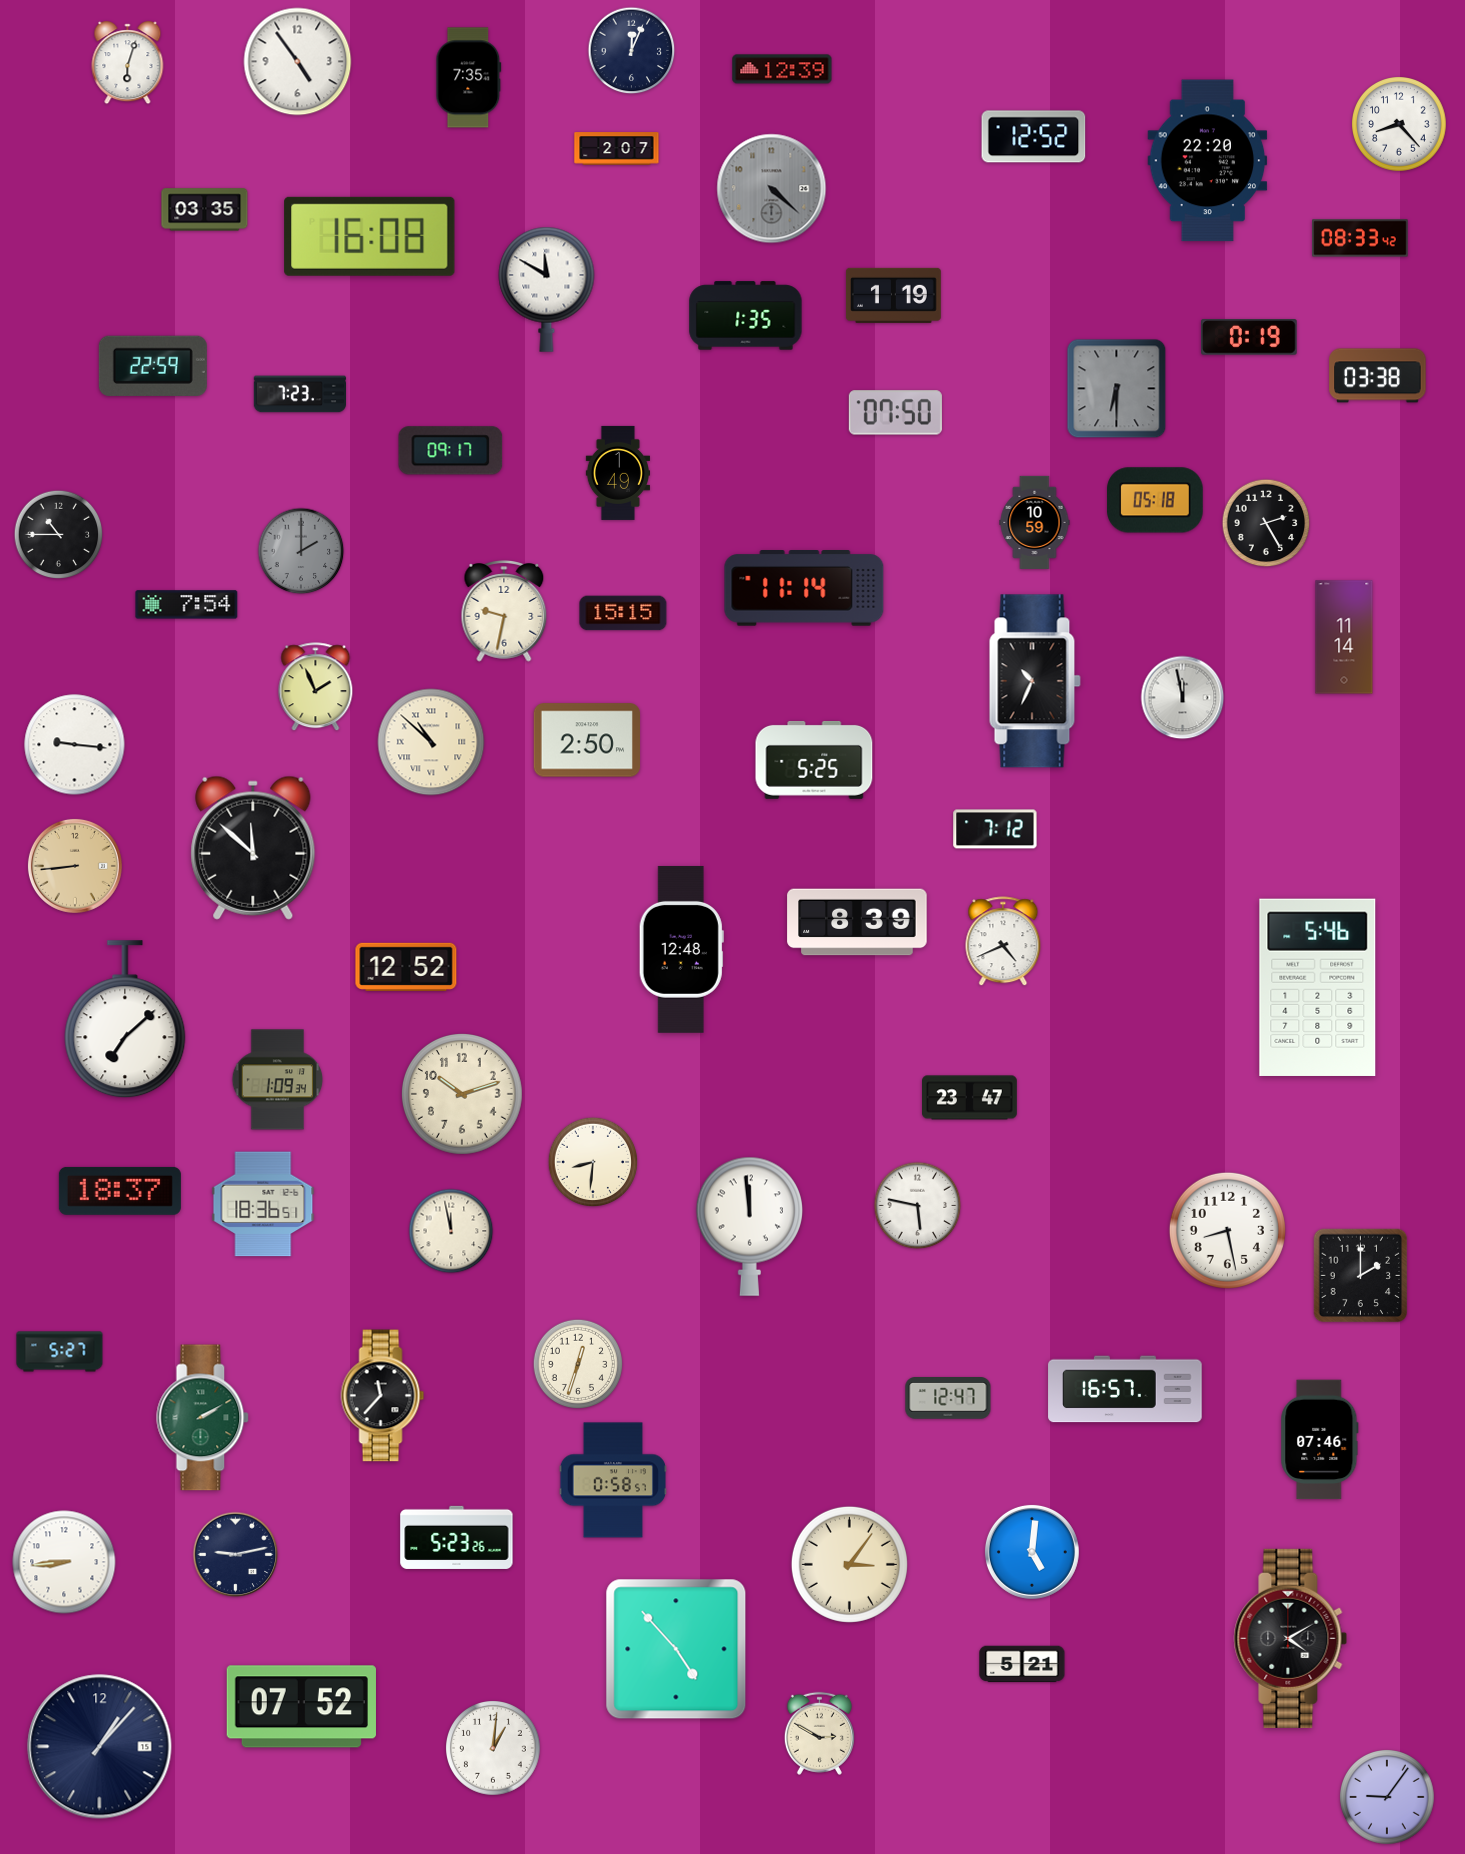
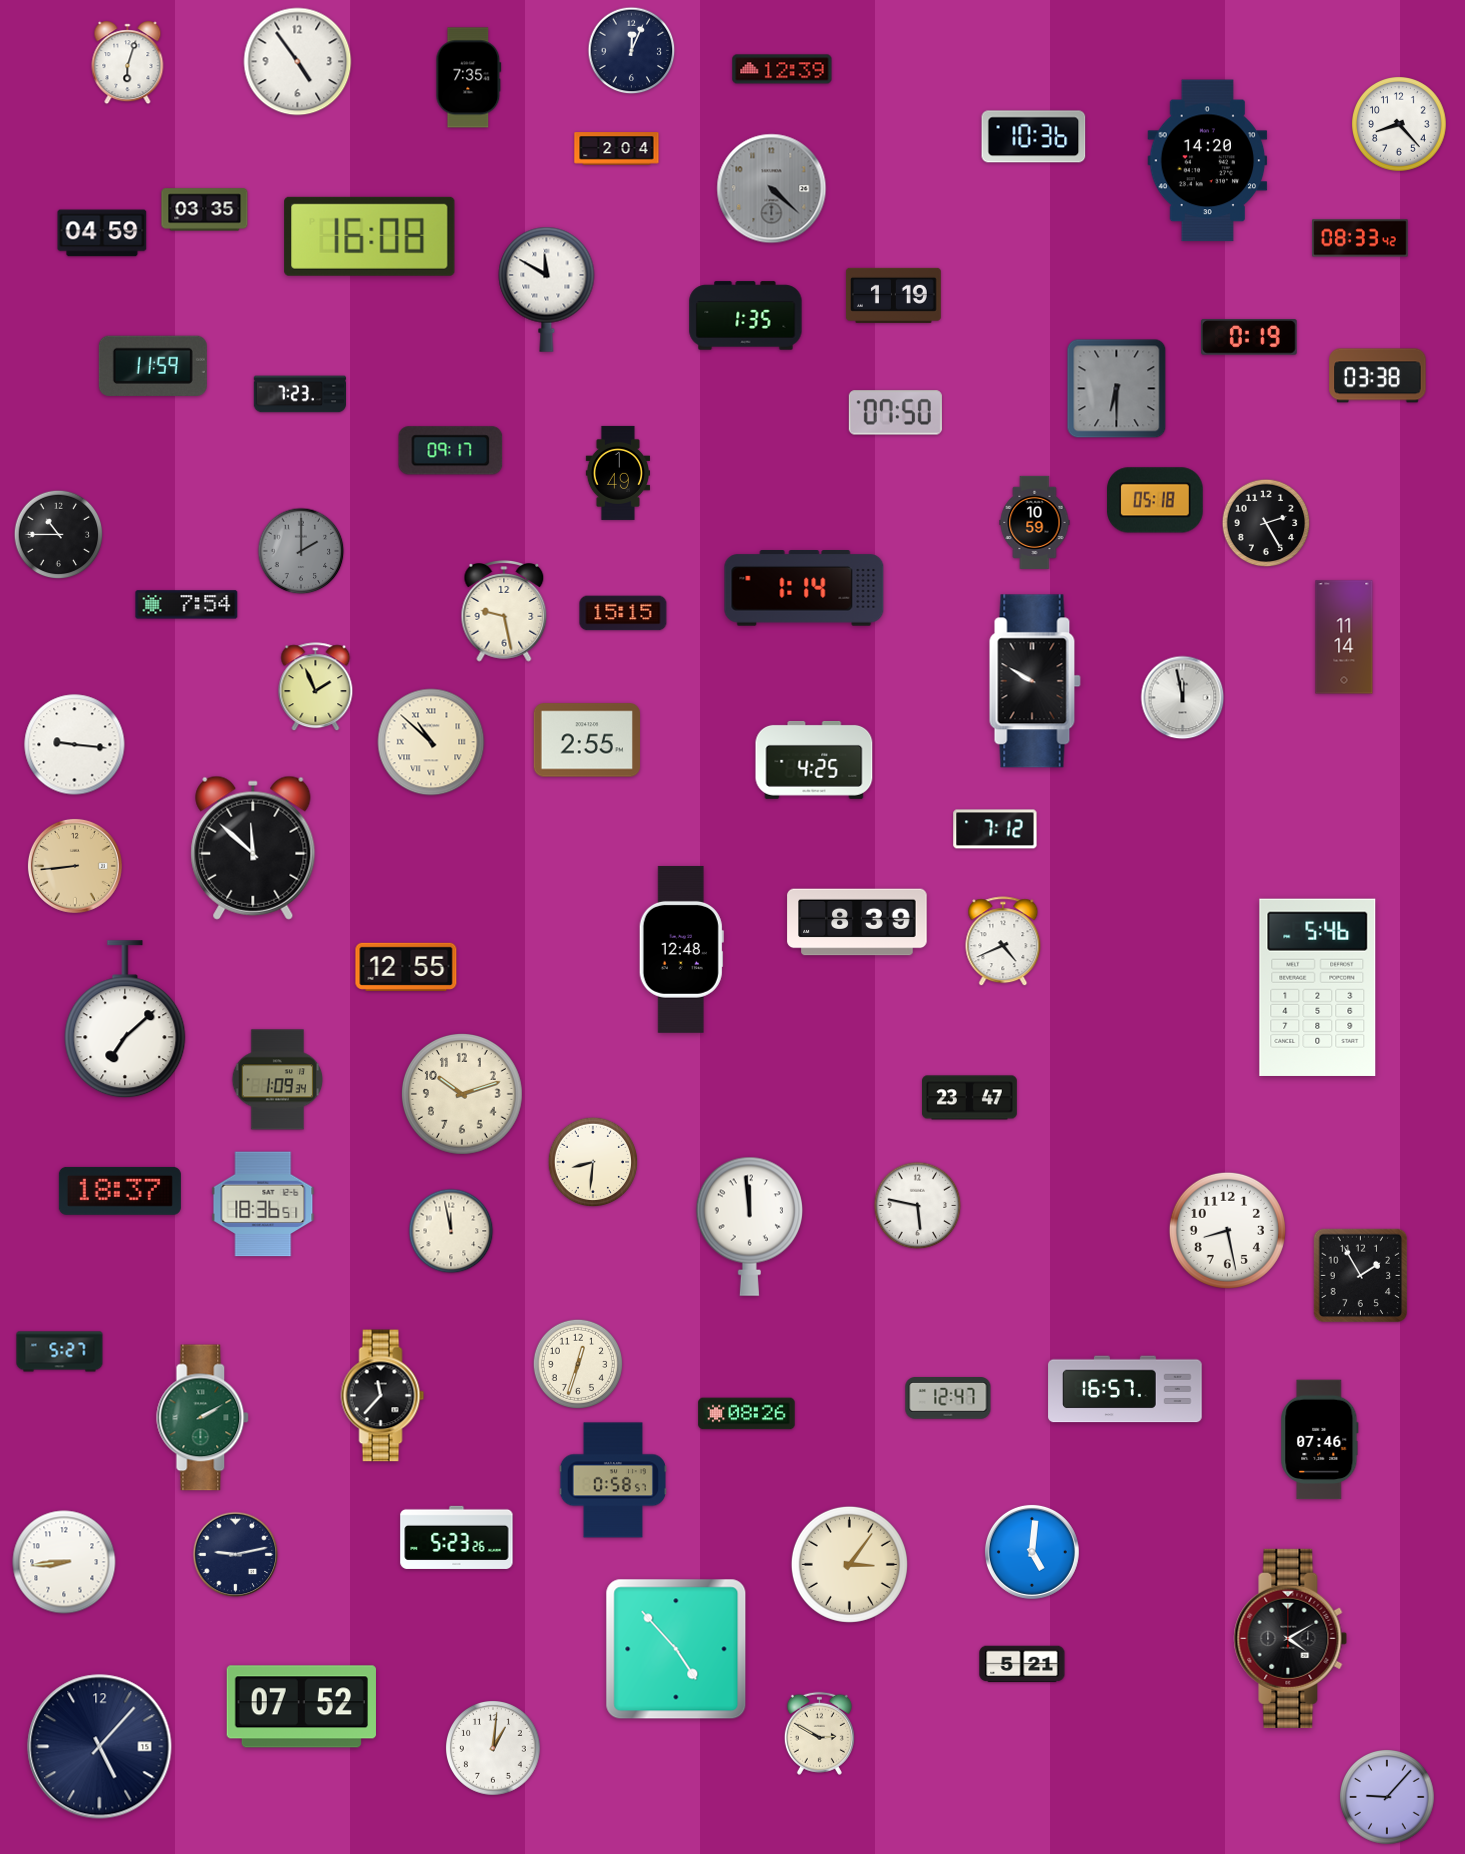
clock at (1034, 137): 12:52 -> 10:36
clock at (617, 149): 2:07 -> 2:04
clock at (1208, 161): 22:20 -> 14:20
clock at (102, 233): none -> 04:59
clock at (153, 366): 22:59 -> 11:59
clock at (804, 588): 11:14 -> 1:14
clock at (504, 611): 9:32 -> 9:28
clock at (1035, 681): 10:34 -> 9:50
clock at (586, 740): 2:50 -> 2:55
clock at (814, 760): 5:25 -> 4:25
clock at (406, 967): 12:52 -> 12:55
clock at (1361, 1276): 2:00 -> 1:55
clock at (747, 1414): none -> 08:26
clock at (100, 1747): 1:07 -> 5:07
clock at (1388, 1798): 9:06 -> 9:07
